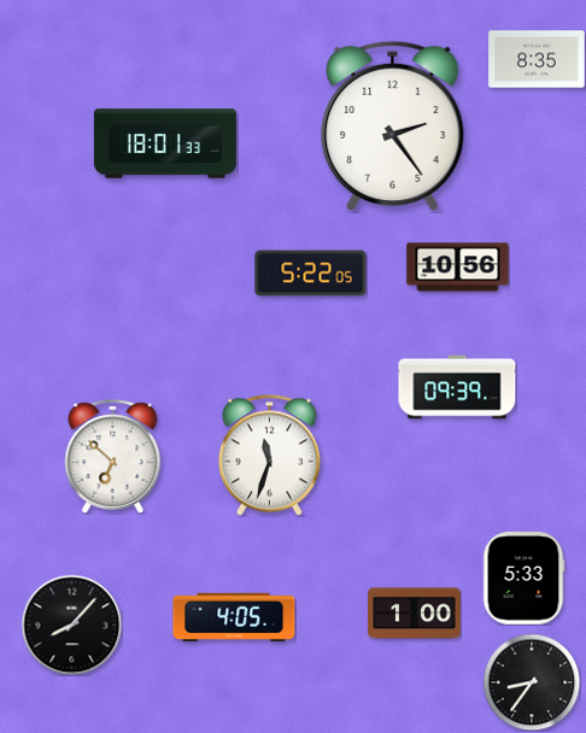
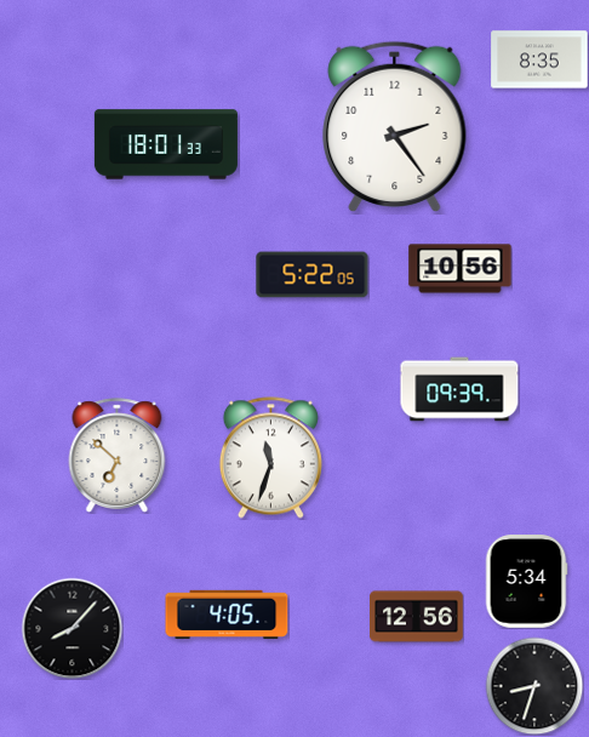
clock at (113, 457) position: (113, 457) -> (118, 456)
clock at (523, 579): 5:33 -> 5:34
clock at (415, 614): 1:00 -> 12:56
clock at (234, 617) position: (234, 617) -> (227, 615)
clock at (532, 682): 8:36 -> 8:33
